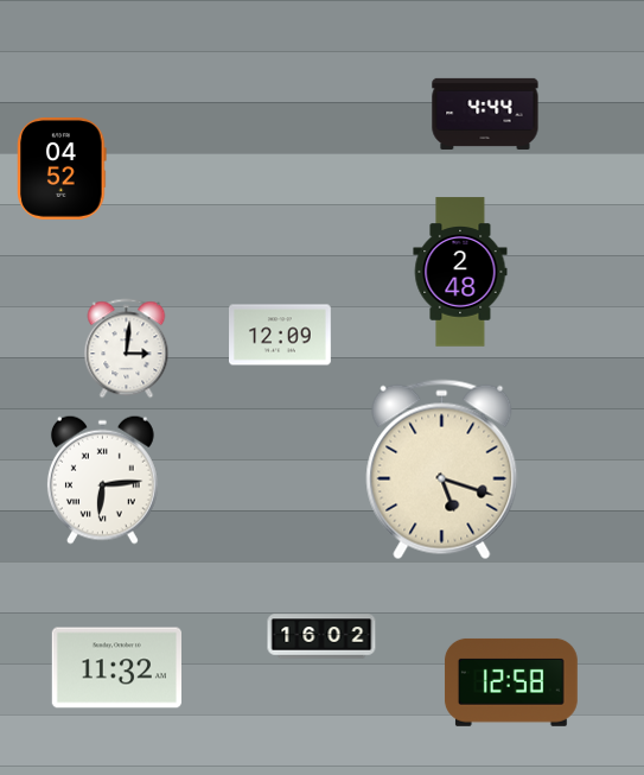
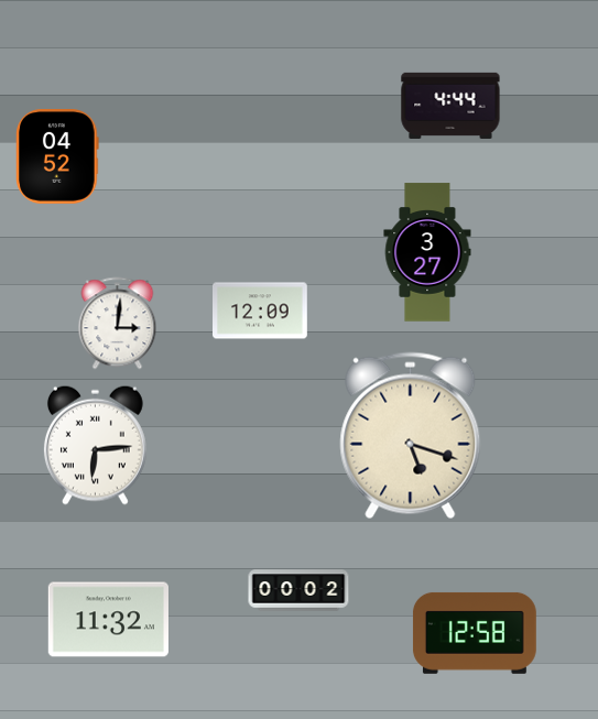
clock at (460, 272): 2:48 -> 3:27
clock at (321, 636): 16:02 -> 00:02
